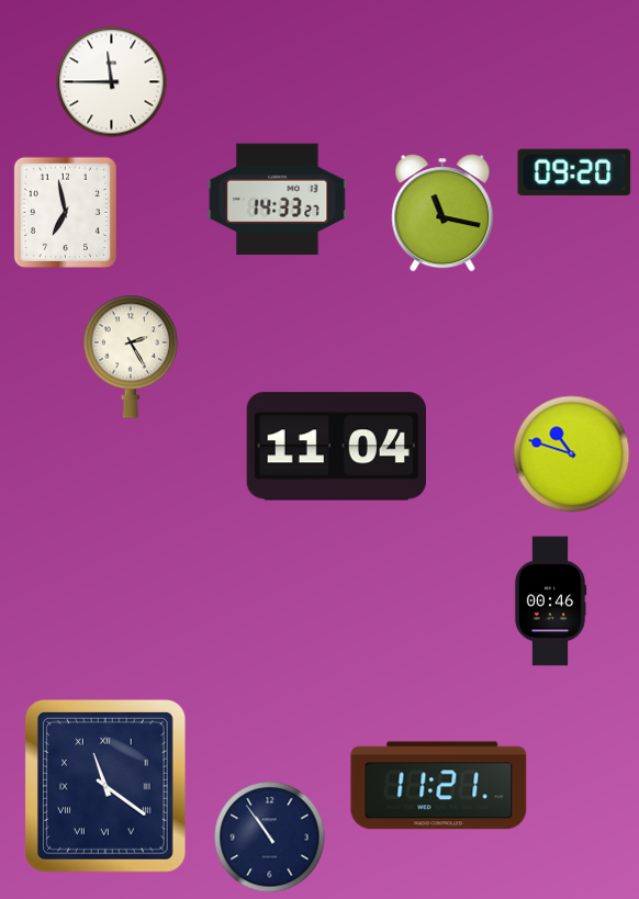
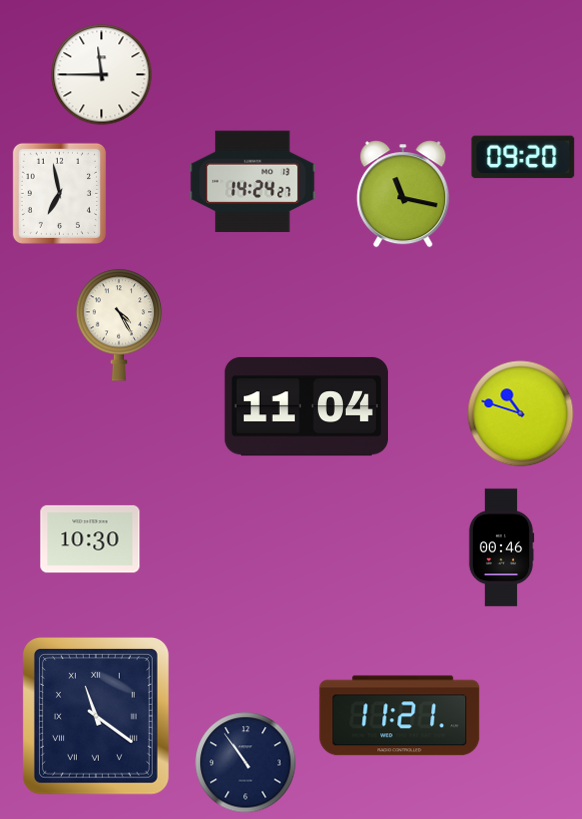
clock at (278, 200): 14:33 -> 14:24
clock at (131, 357): 2:25 -> 4:25
clock at (90, 539): none -> 10:30
